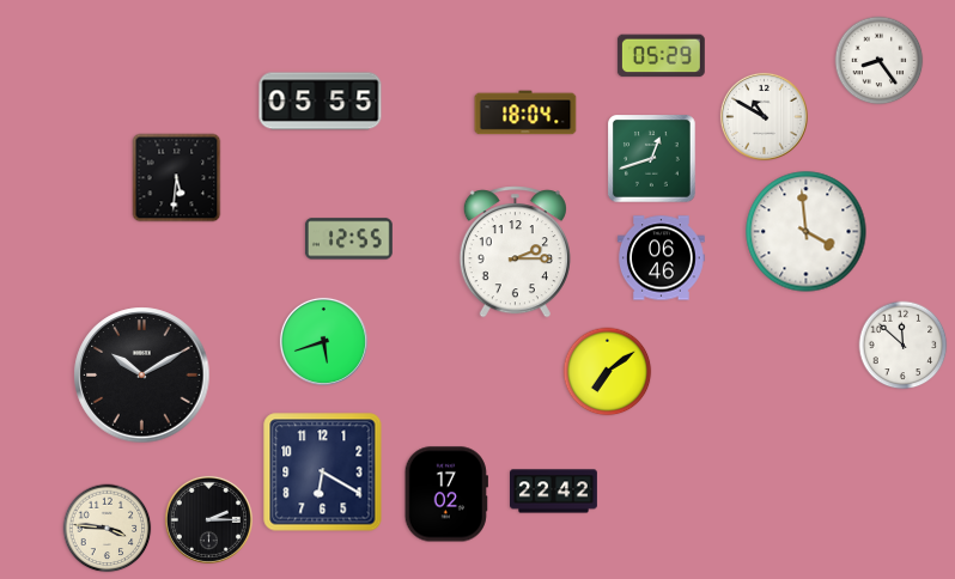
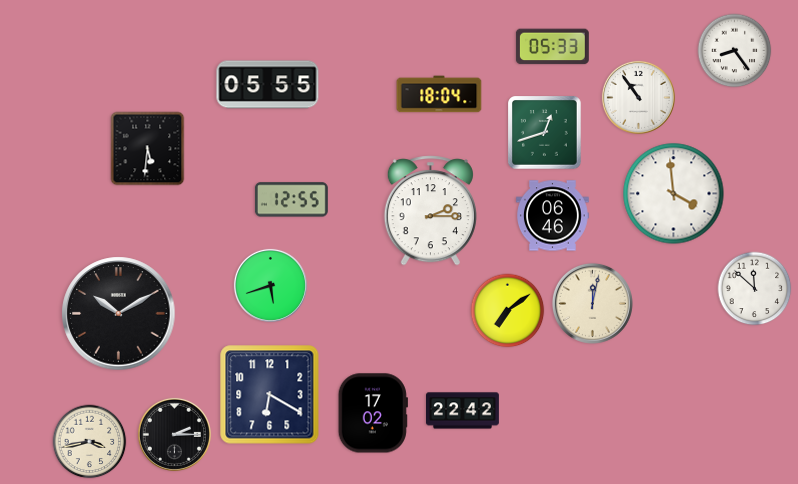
clock at (661, 56): 05:29 -> 05:33
clock at (764, 116): 10:50 -> 10:54
clock at (592, 303): none -> 12:02
clock at (108, 529): 3:46 -> 3:43
